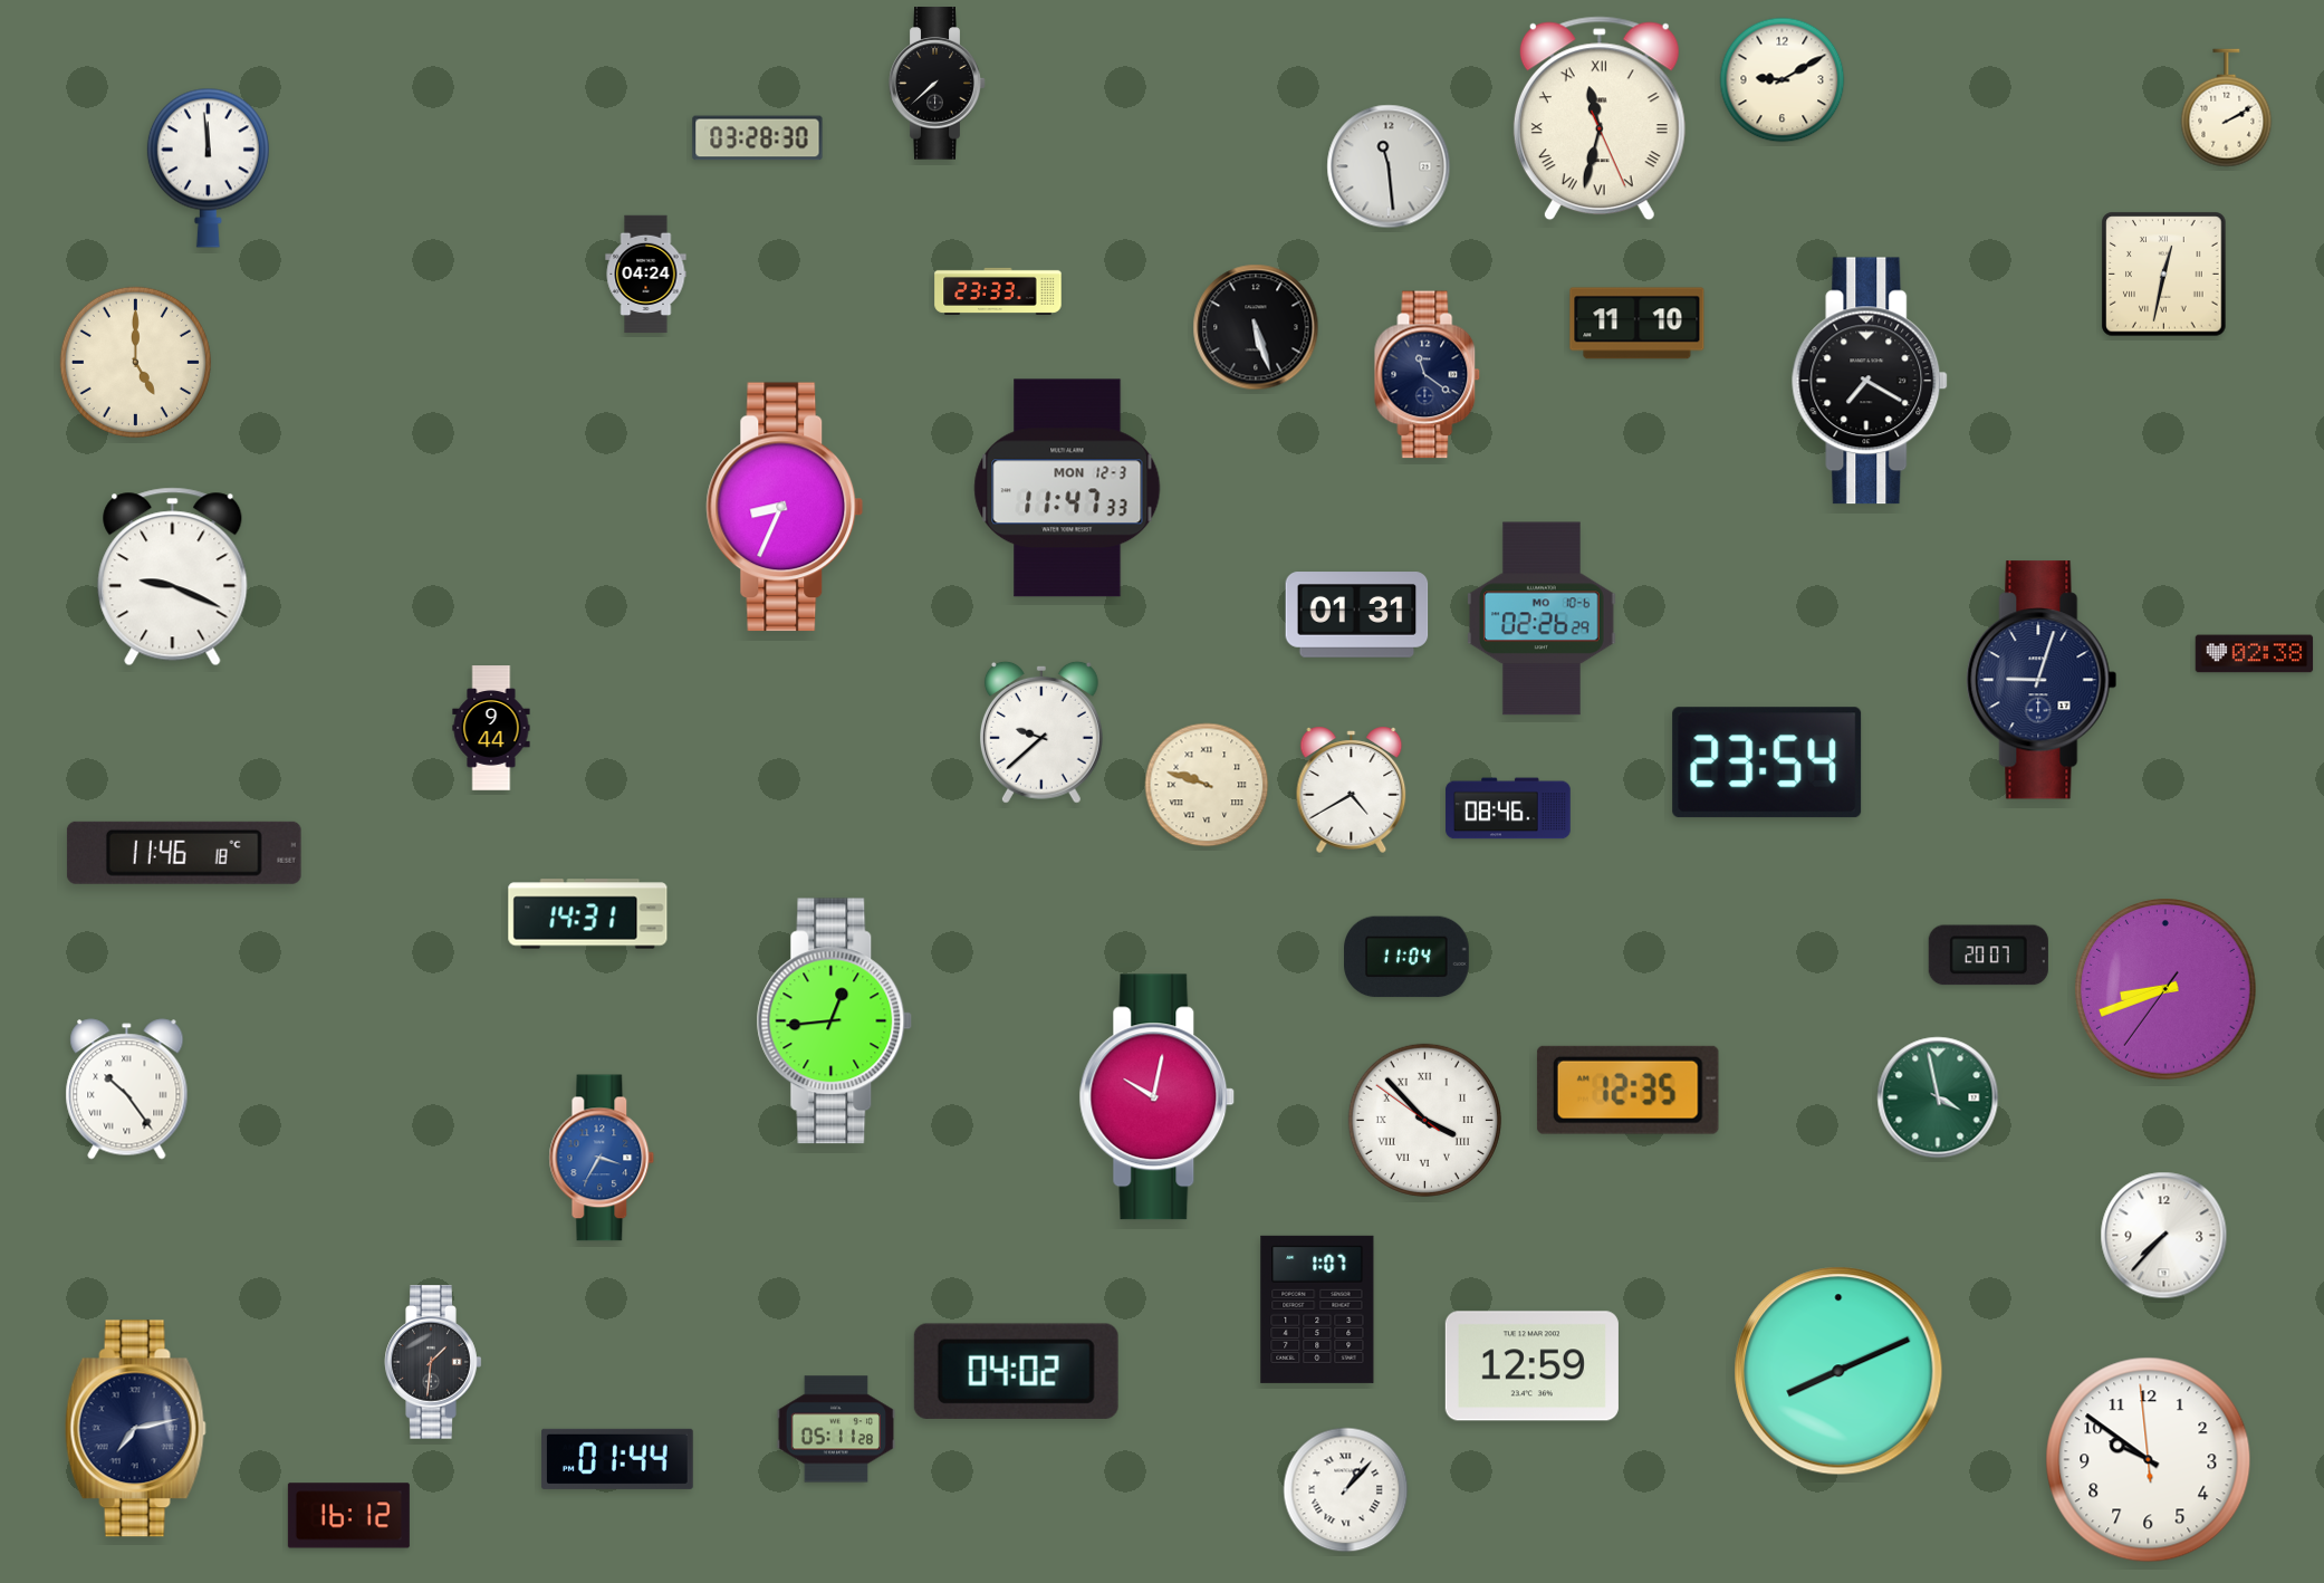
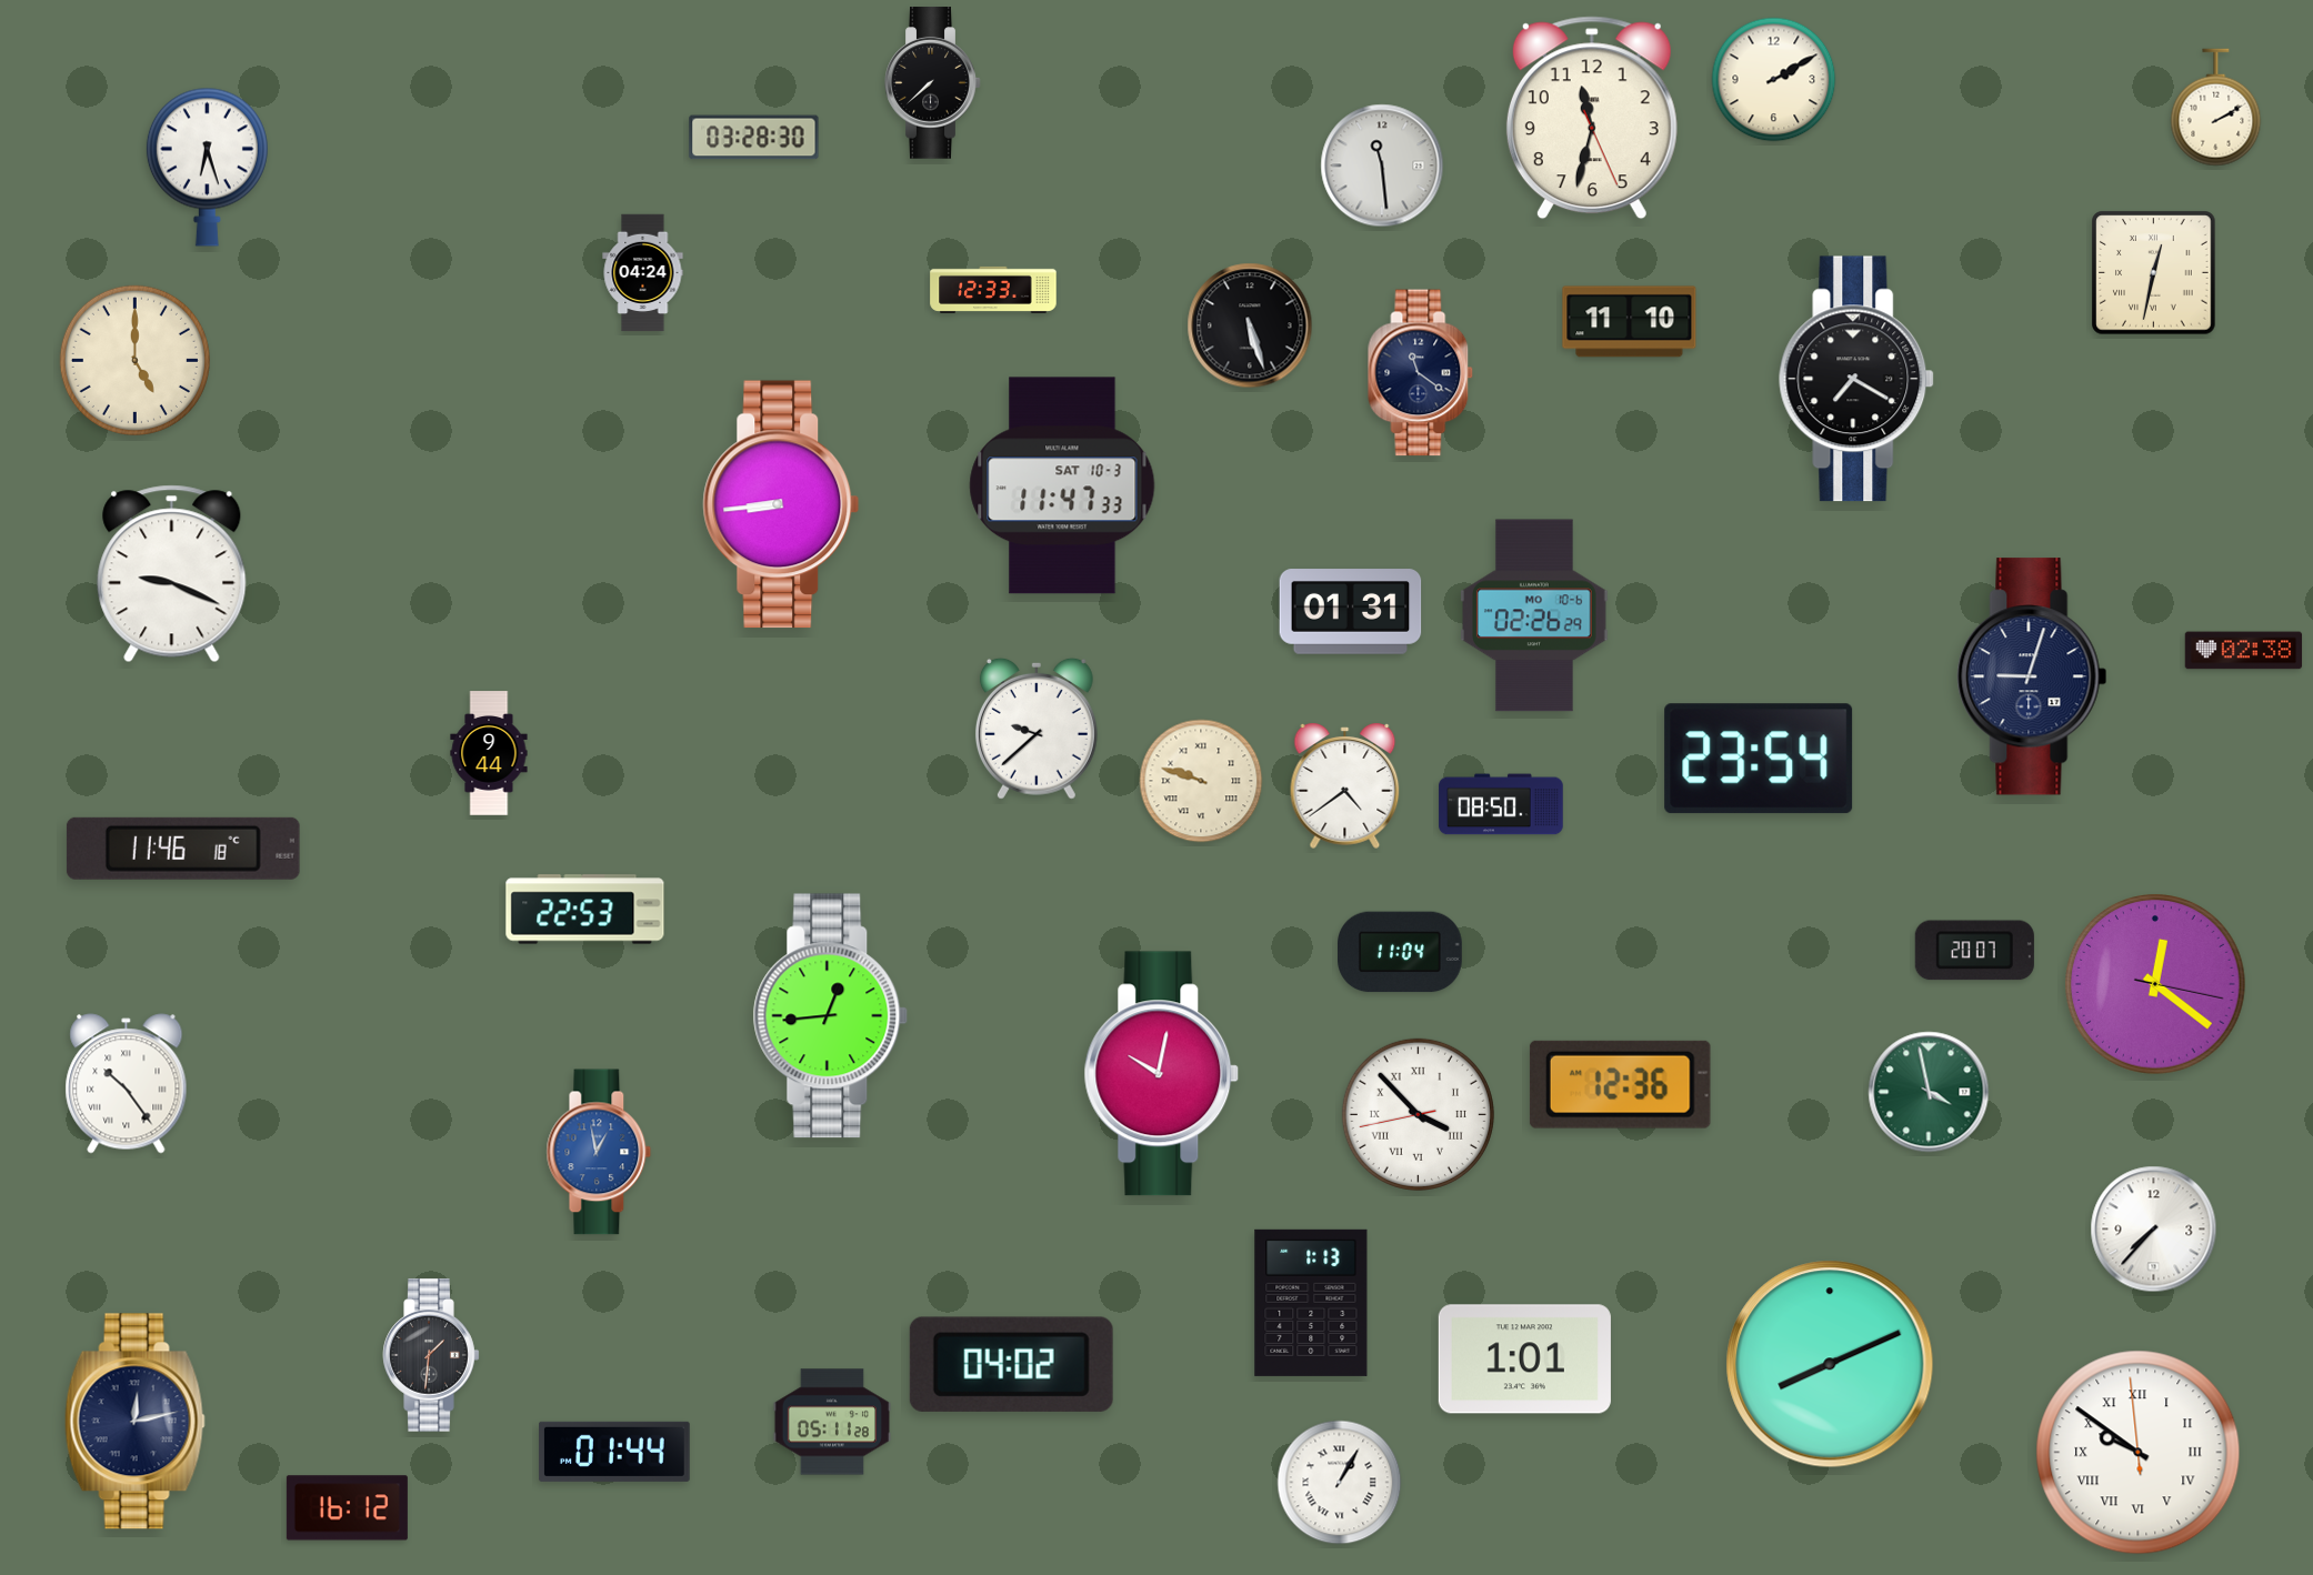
clock at (1783, 80): 9:10 -> 2:10
clock at (1600, 118) numerals: Roman -> Arabic
clock at (208, 167): 11:59 -> 6:27
clock at (998, 291): 23:33 -> 12:33
clock at (1871, 381) position: (1871, 381) -> (1858, 379)
clock at (1067, 488) date: MON 12-3 -> SAT 10-3
clock at (785, 507): 8:34 -> 8:44
clock at (491, 728) position: (491, 728) -> (489, 753)
clock at (1352, 789): 4:40 -> 4:39
clock at (1508, 808): 08:46 -> 08:50
clock at (588, 914): 14:31 -> 22:53
clock at (1988, 956) position: (1988, 956) -> (1974, 951)
clock at (2167, 990): 8:41 -> 12:21
clock at (1627, 1090): 12:35 -> 12:36
clock at (1158, 1097) position: (1158, 1097) -> (1162, 1074)
clock at (1424, 1120): 3:52:51 -> 3:52:43
clock at (602, 1158): 3:35 -> 12:58
clock at (1317, 1309): 1:07 -> 1:13
clock at (1531, 1366): 12:59 -> 1:01
clock at (135, 1429): 7:13 -> 12:13
clock at (2149, 1460) numerals: Arabic -> Roman
clock at (1346, 1490): 1:07 -> 1:05
